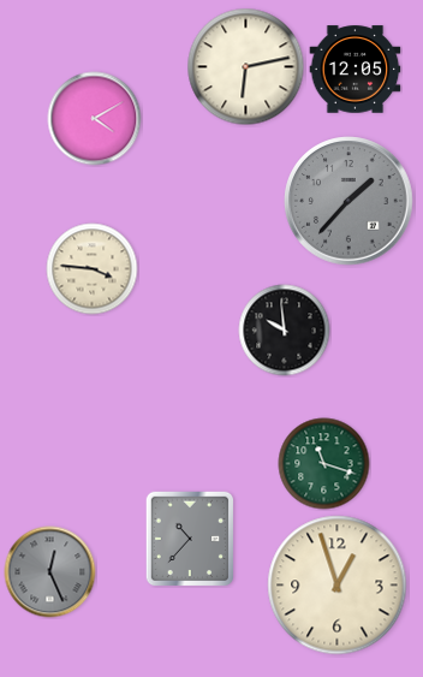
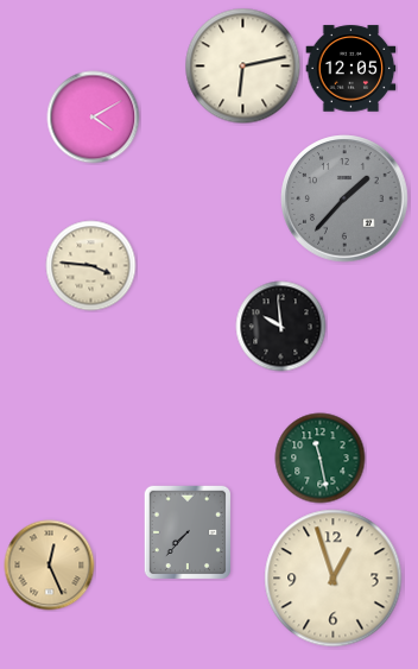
clock at (324, 464): 11:18 -> 11:28
clock at (190, 539): 10:37 -> 7:37
clock at (50, 572) dial: grey -> champagne
